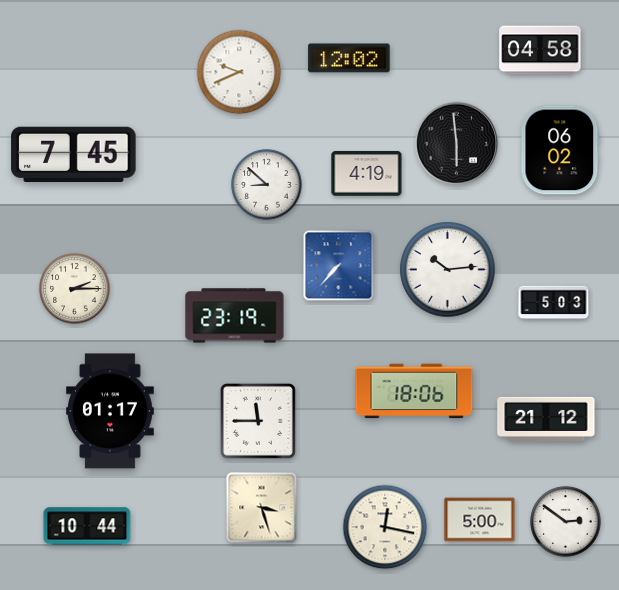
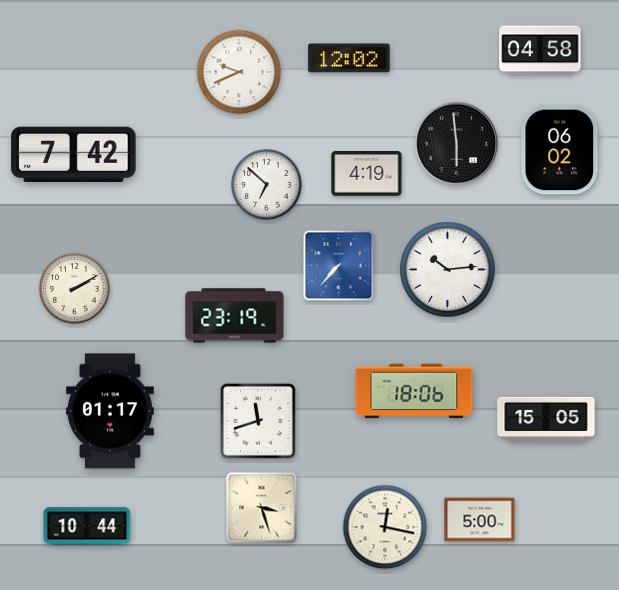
clock at (74, 154): 7:45 -> 7:42
clock at (267, 185): 8:52 -> 6:52
clock at (75, 289): 2:15 -> 2:10
clock at (554, 303): 5:03 -> none
clock at (546, 419): 21:12 -> 15:05
clock at (258, 421): 11:45 -> 11:42
clock at (566, 522): 2:51 -> none
